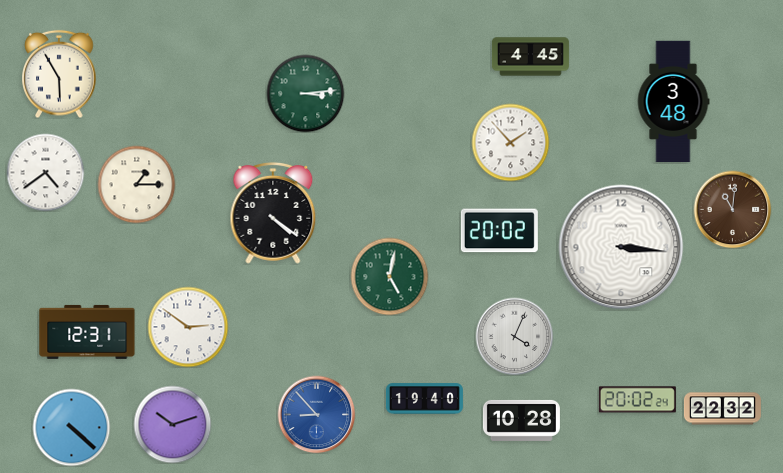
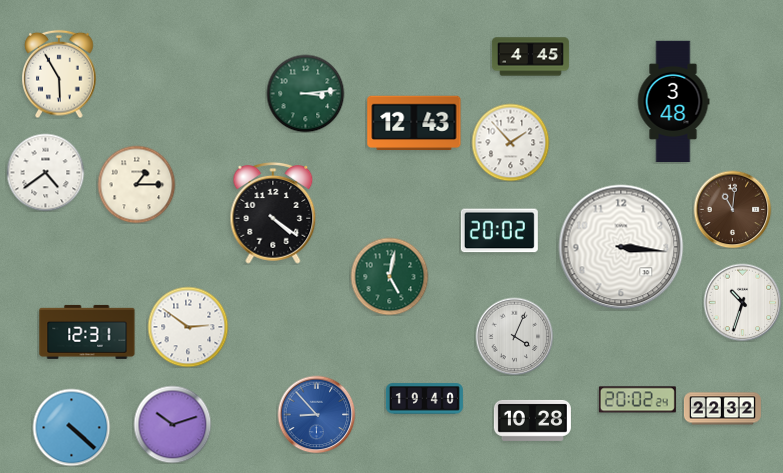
clock at (414, 123): none -> 12:43
clock at (742, 302): none -> 10:33
clock at (521, 420) position: (521, 420) -> (532, 420)
